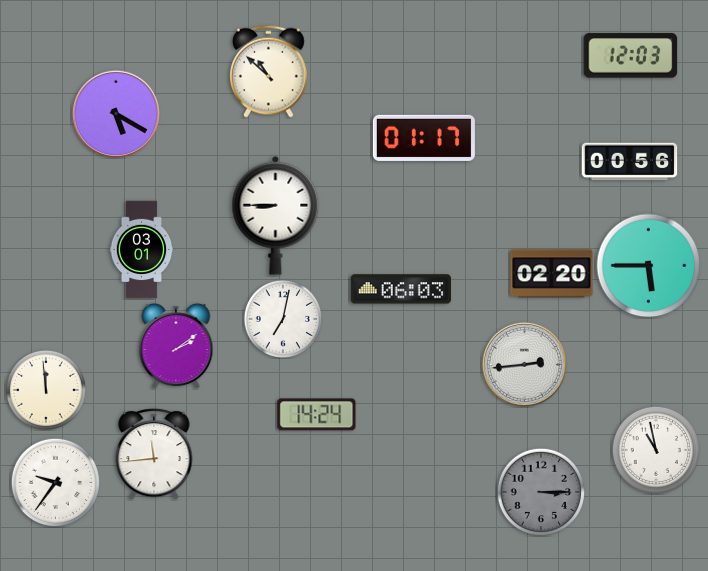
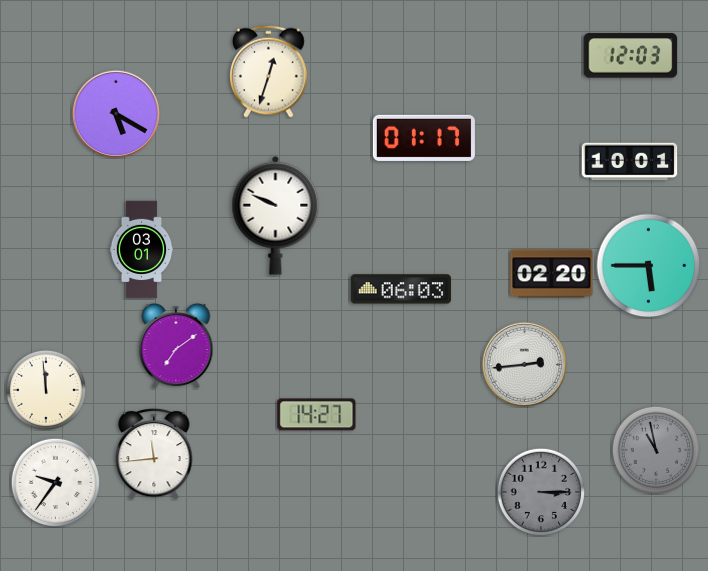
clock at (269, 71): 10:52 -> 12:33
clock at (630, 162): 00:56 -> 10:01
clock at (276, 215): 8:45 -> 9:49
clock at (283, 319): 7:02 -> none
clock at (176, 346): 2:09 -> 7:09
clock at (317, 415): 14:24 -> 14:27
clock at (656, 450) dial: white -> grey
